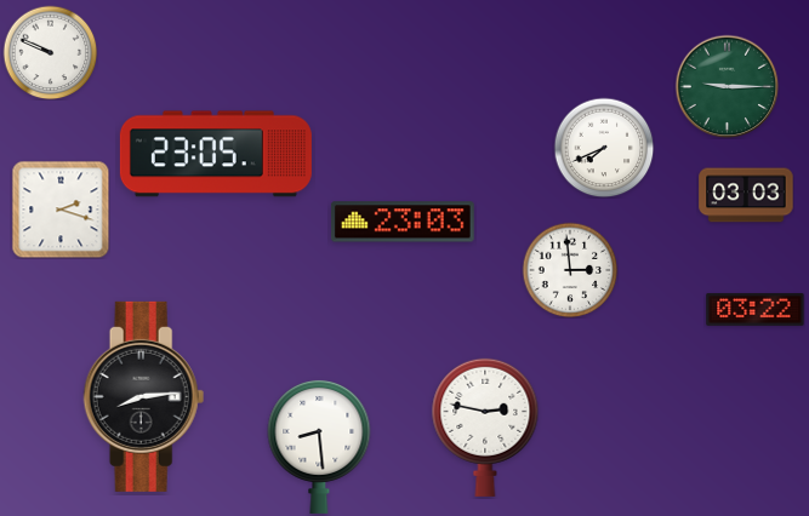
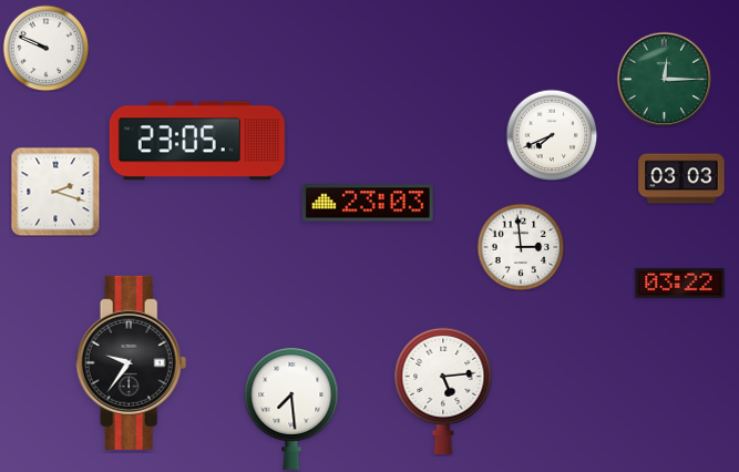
clock at (727, 86): 9:15 -> 12:15
clock at (756, 309) position: (756, 309) -> (680, 283)
clock at (144, 396): 8:14 -> 9:36
clock at (485, 428): 2:47 -> 5:14
clock at (319, 446): 8:29 -> 7:29
